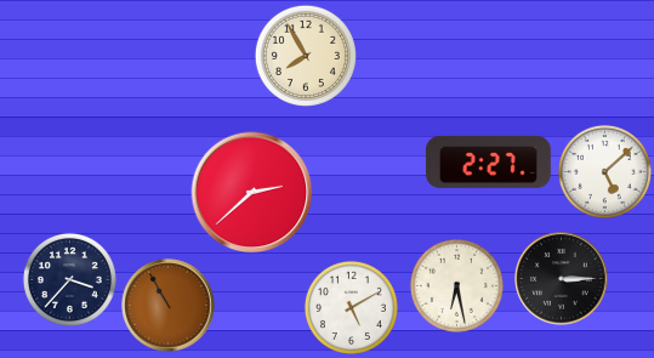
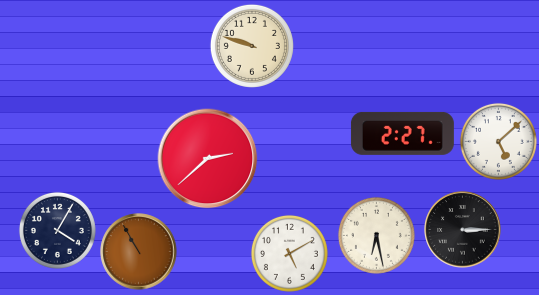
clock at (306, 56): 7:55 -> 9:48
clock at (69, 279): 3:37 -> 4:05
